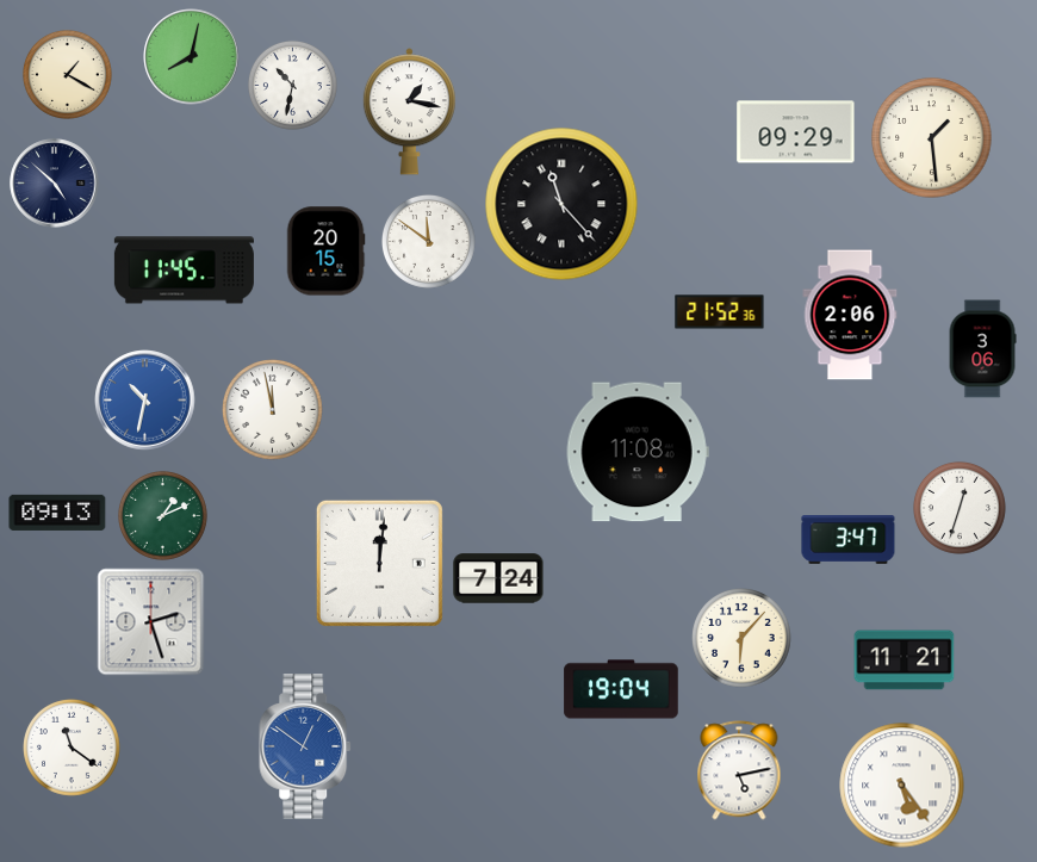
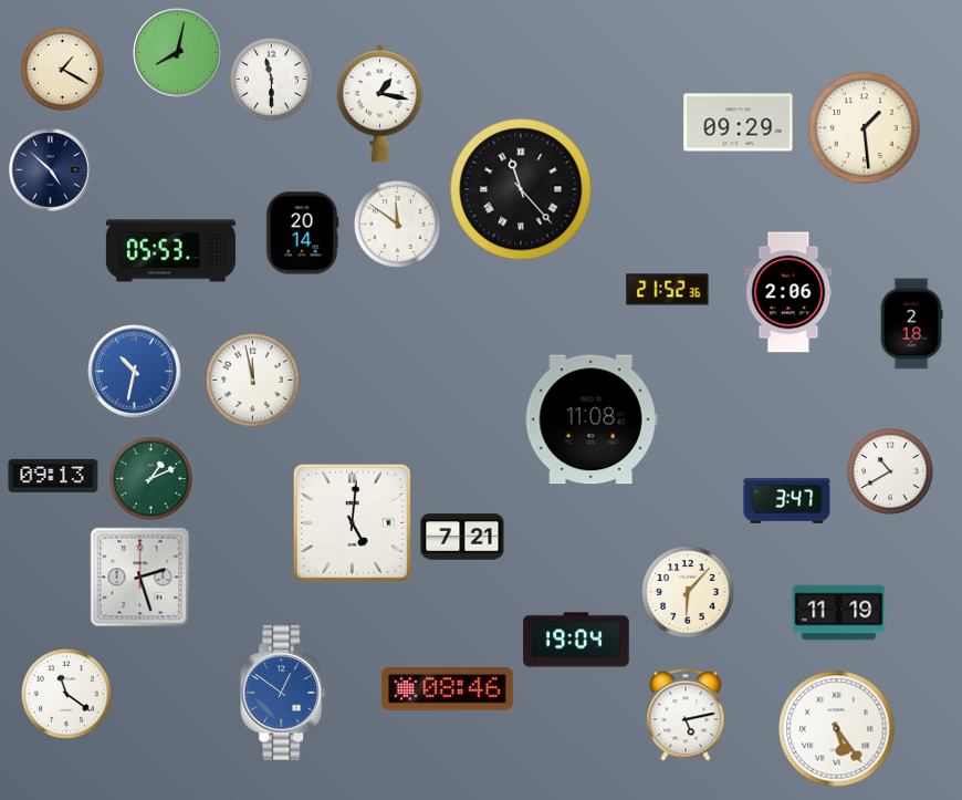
clock at (292, 85): 10:32 -> 11:30
clock at (325, 252): 20:15 -> 20:14
clock at (184, 271): 11:45 -> 05:53
clock at (982, 349): 3:06 -> 2:18
clock at (960, 508): 12:33 -> 10:40
clock at (379, 563): 12:01 -> 5:01
clock at (498, 578): 7:24 -> 7:21
clock at (905, 661): 11:21 -> 11:19
clock at (447, 689): none -> 08:46
